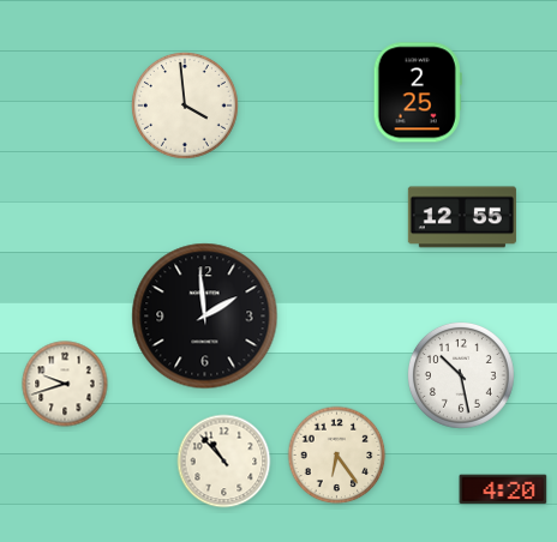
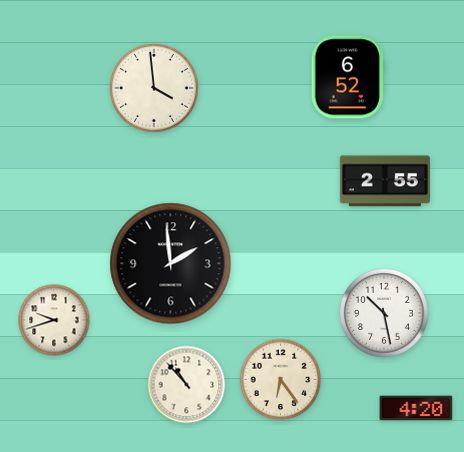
clock at (418, 92): 2:25 -> 6:52
clock at (462, 217): 12:55 -> 2:55
clock at (503, 489) position: (503, 489) -> (416, 408)
